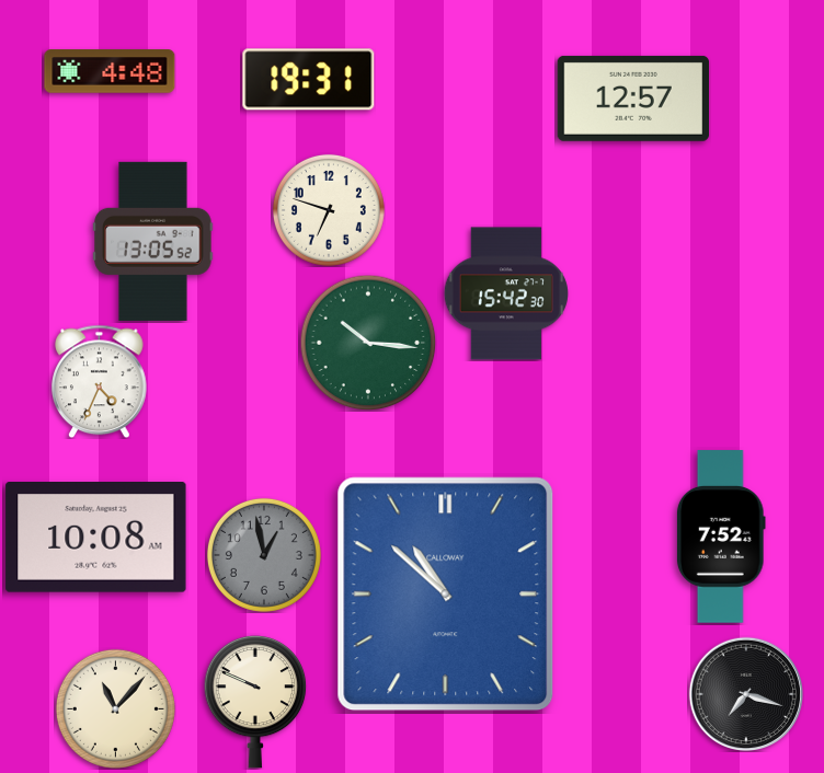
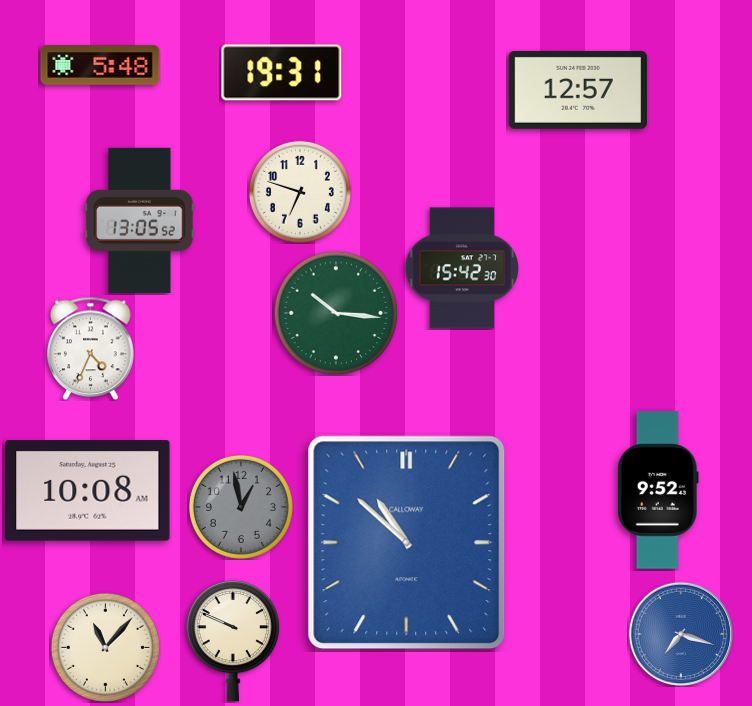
clock at (110, 71): 4:48 -> 5:48
clock at (721, 537): 7:52 -> 9:52
clock at (745, 693) dial: black -> blue
